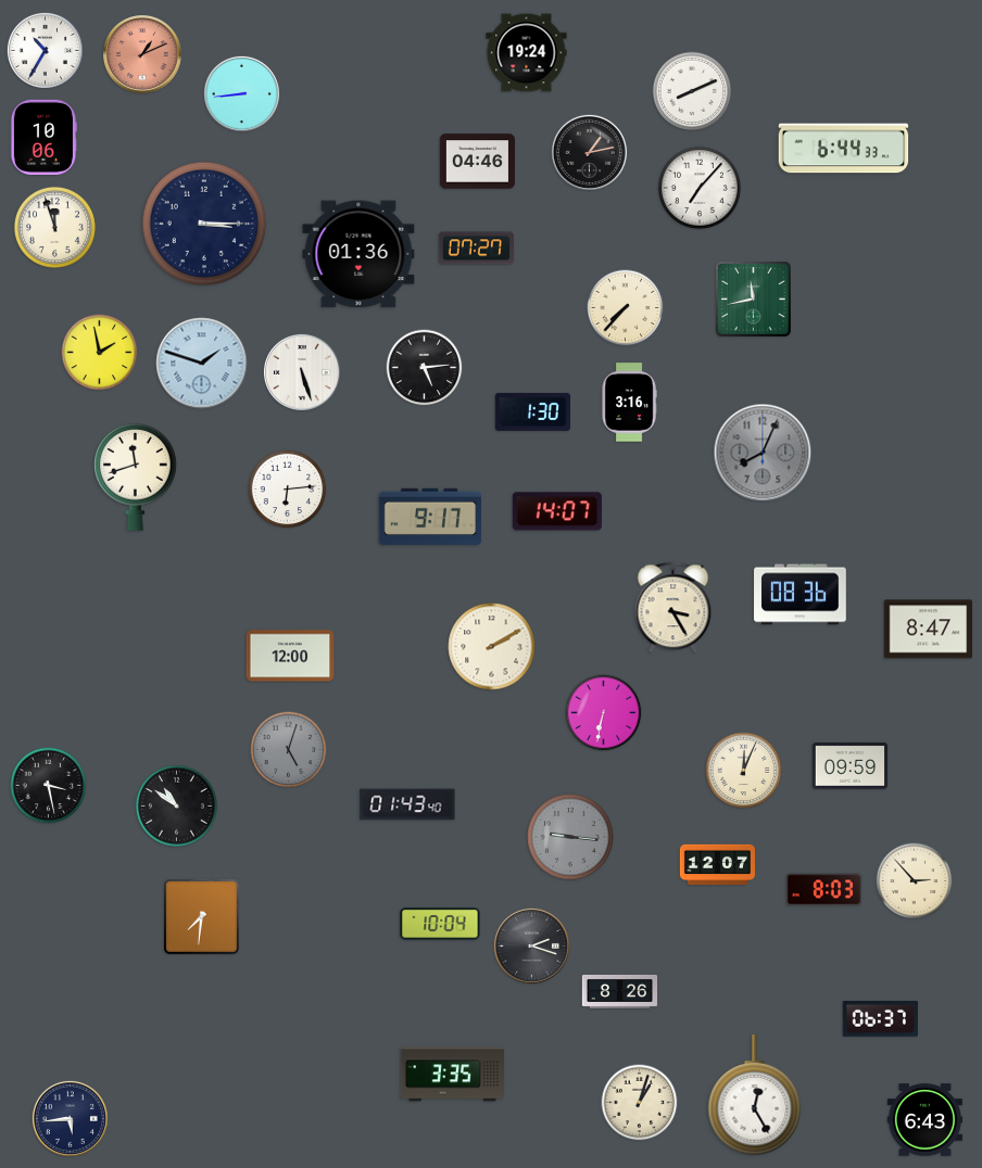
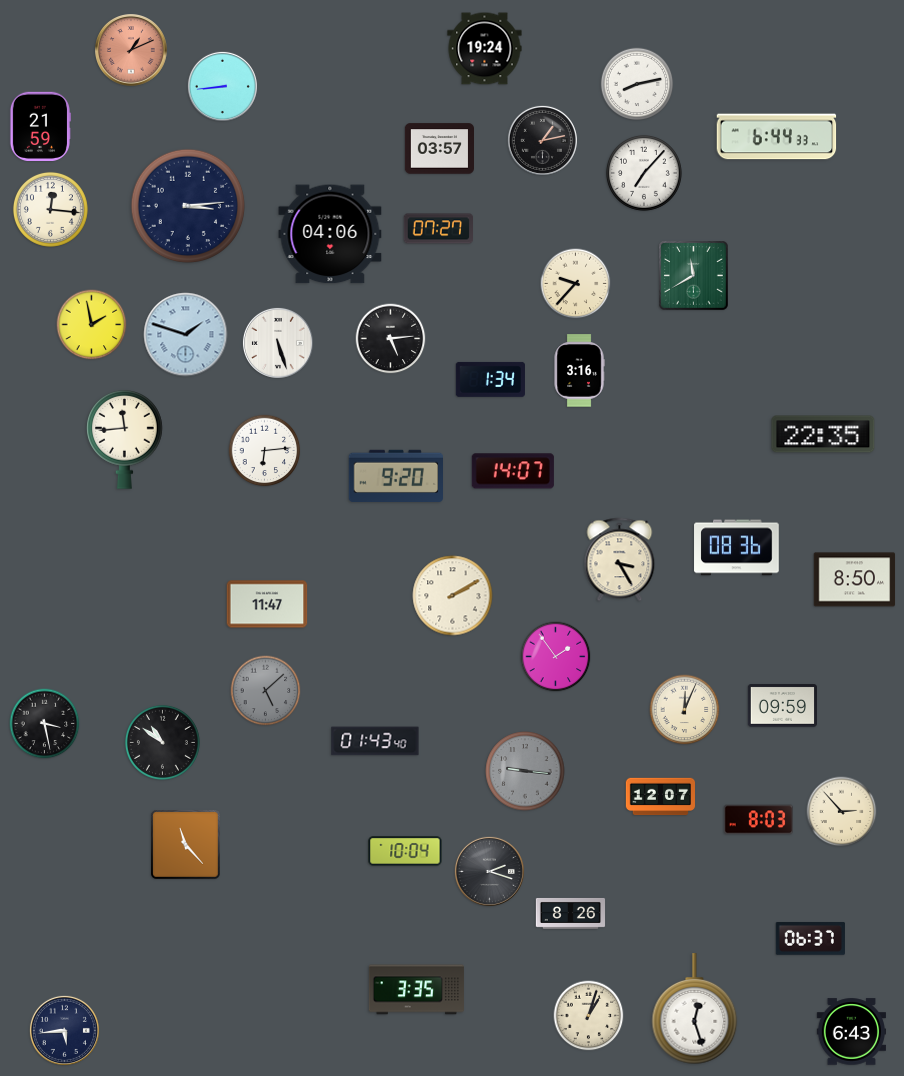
clock at (45, 50): 10:35 -> none
clock at (692, 91): 8:11 -> 8:13
clock at (43, 137): 10:06 -> 21:59
clock at (477, 162): 04:46 -> 03:57
clock at (204, 224): 3:15 -> 3:14
clock at (54, 227): 11:57 -> 12:16
clock at (358, 254): 01:36 -> 04:06
clock at (754, 300): 11:43 -> 11:40
clock at (626, 308): 7:37 -> 9:37
clock at (532, 411): 1:30 -> 1:34
clock at (763, 453): 8:04 -> none
clock at (823, 434): none -> 22:35
clock at (136, 477): 11:42 -> 11:44
clock at (429, 516): 9:17 -> 9:20
clock at (929, 630): 8:47 -> 8:50
clock at (290, 656): 12:00 -> 11:47
clock at (604, 713): 6:32 -> 1:54
clock at (289, 750): 5:03 -> 5:08
clock at (202, 917): 7:31 -> 11:23
clock at (755, 1095): 12:25 -> 12:27
